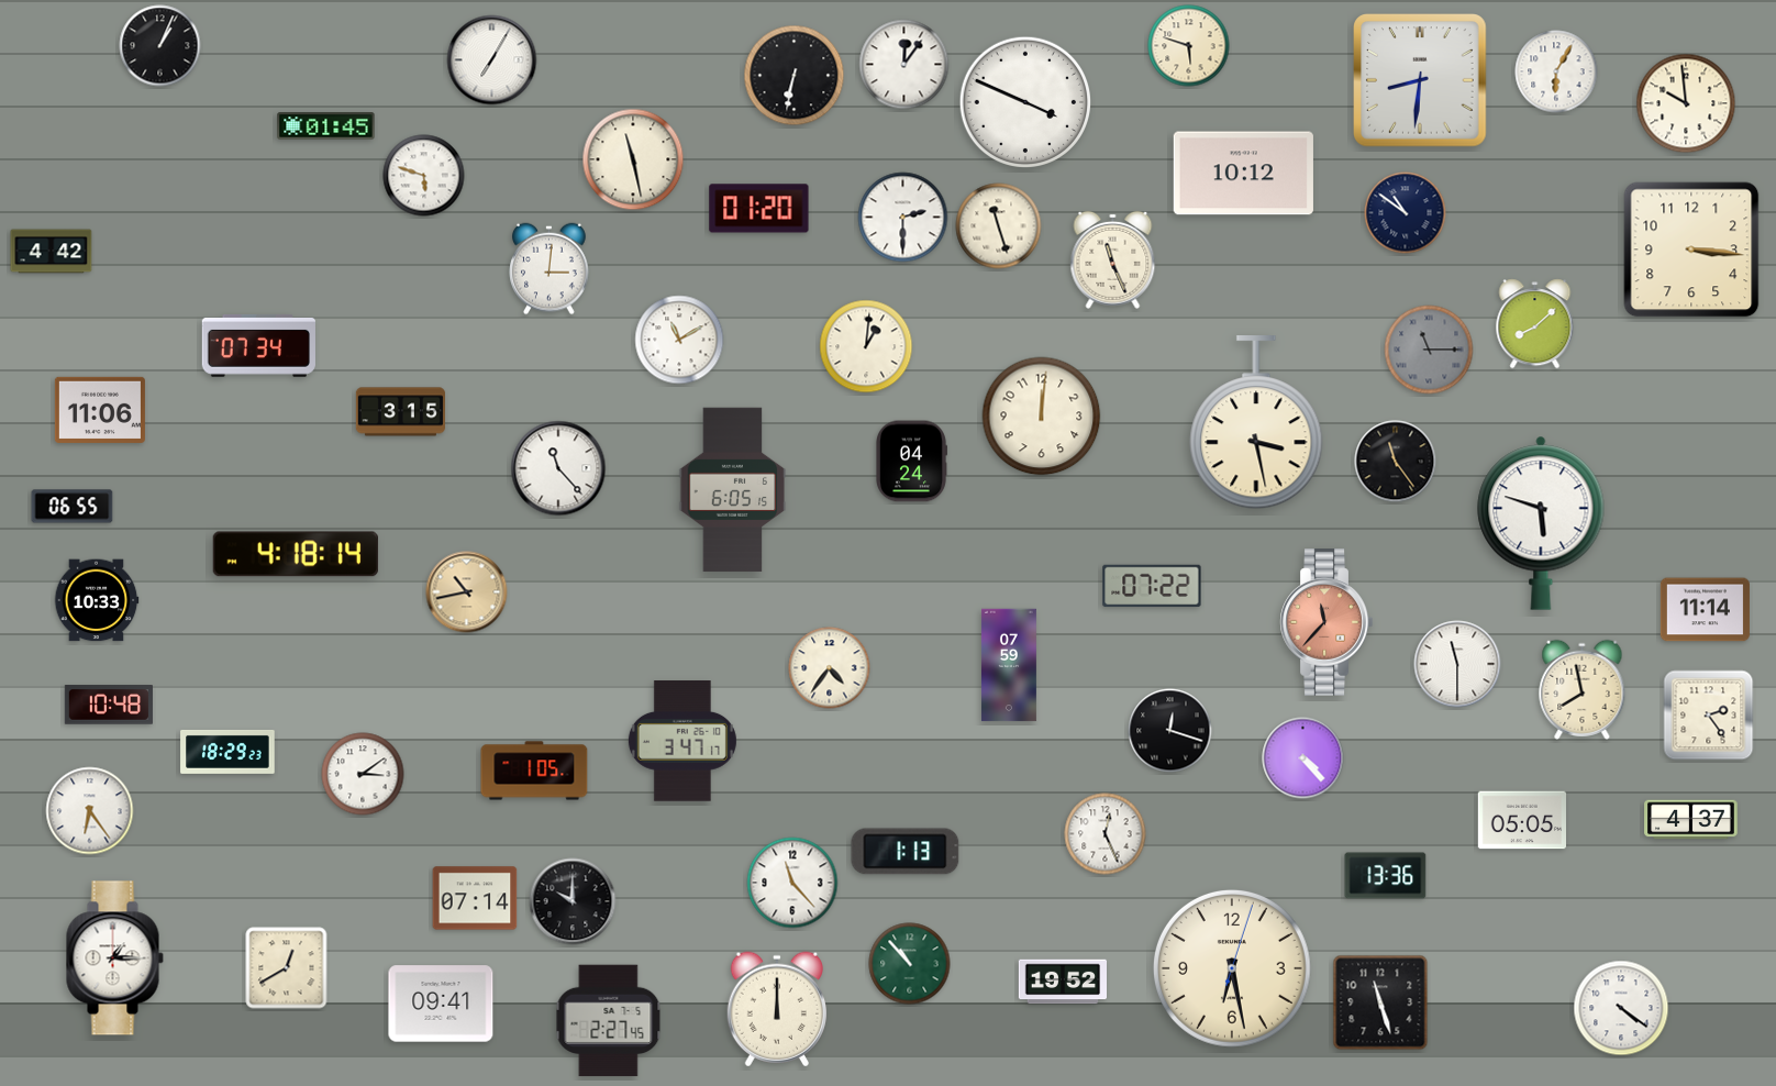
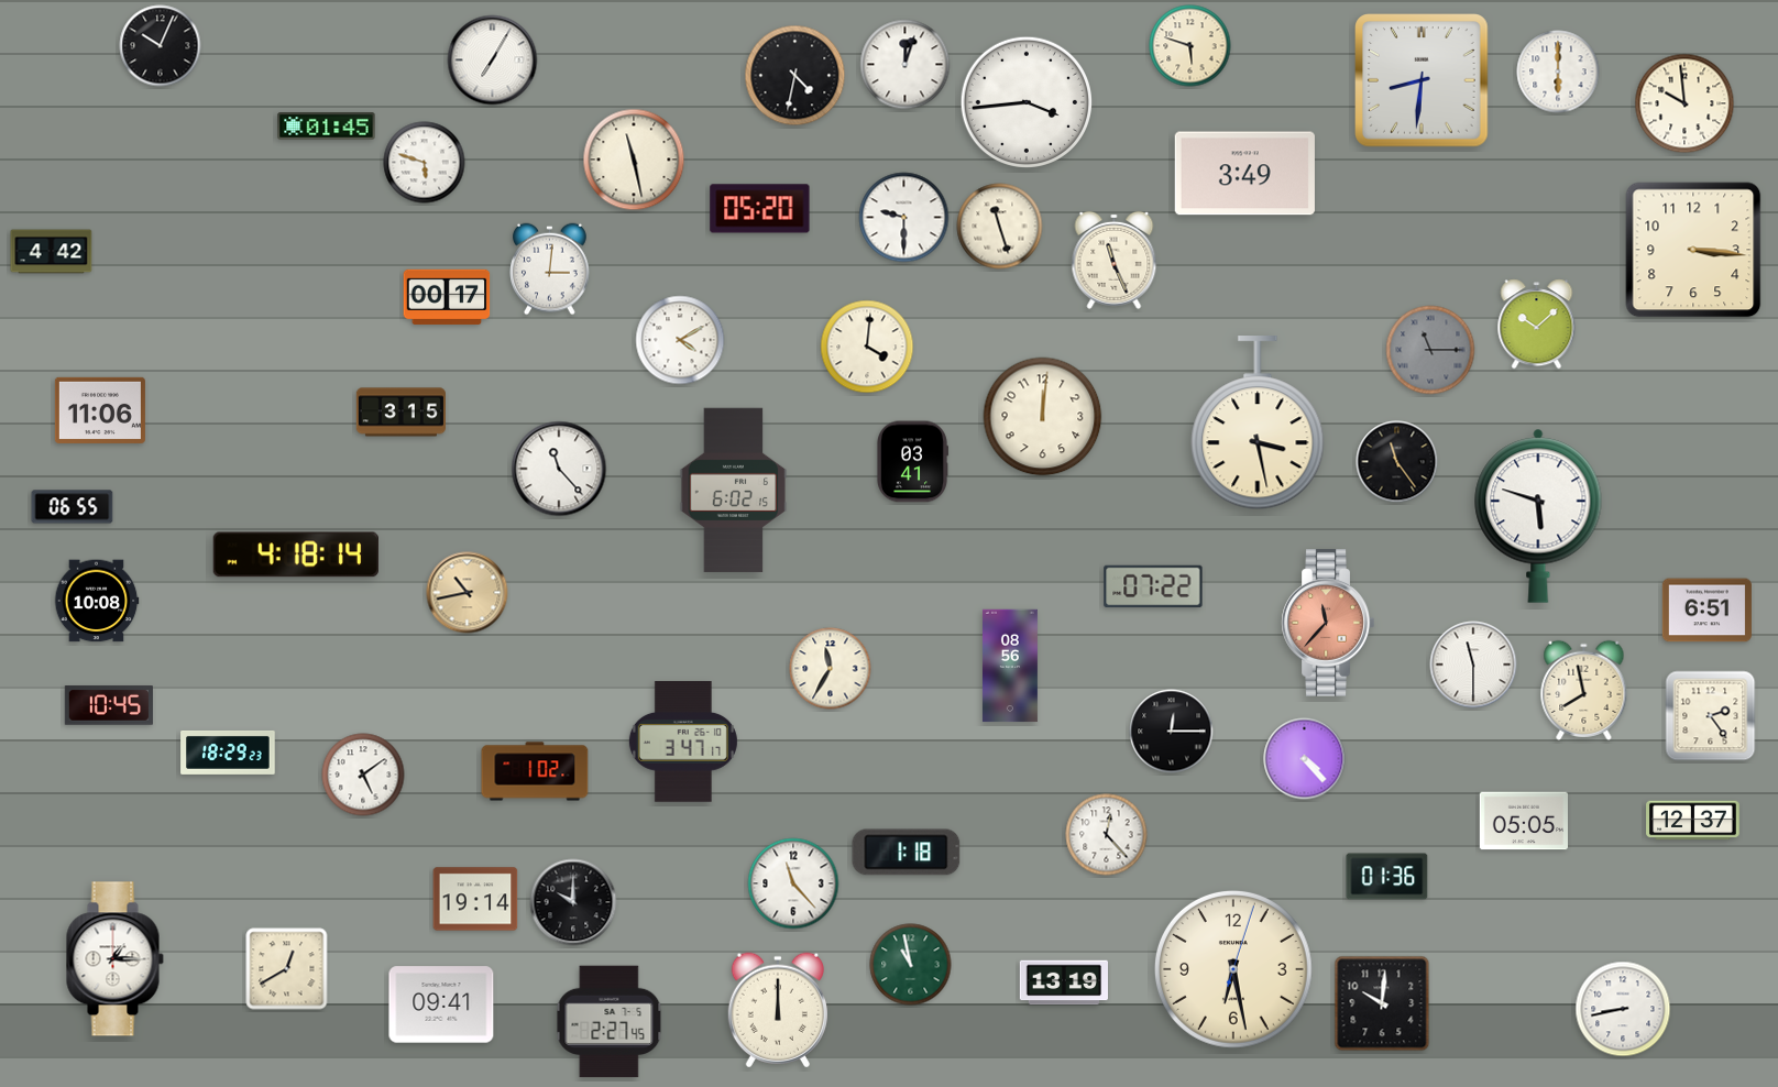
clock at (160, 46): 1:04 -> 10:04
clock at (904, 65): 12:06 -> 12:03
clock at (1556, 71): 6:05 -> 6:00
clock at (795, 76): 6:32 -> 4:32
clock at (1024, 101): 3:49 -> 3:44
clock at (1686, 103) position: (1686, 103) -> (1684, 103)
clock at (1243, 174): 10:12 -> 3:49
clock at (424, 176) position: (424, 176) -> (425, 163)
clock at (759, 209): 01:20 -> 05:20
clock at (1406, 213): 10:51 -> none
clock at (903, 218): 2:30 -> 9:30
clock at (447, 297): none -> 00:17
clock at (1535, 324): 8:08 -> 10:08
clock at (679, 340): 11:10 -> 4:10
clock at (258, 345): 07:34 -> none
clock at (866, 346): 1:01 -> 4:01
clock at (912, 462): 04:24 -> 03:41
clock at (733, 490): 6:05 -> 6:02
clock at (1541, 523) position: (1541, 523) -> (1538, 516)
clock at (97, 600): 10:33 -> 10:08
clock at (1705, 610): 11:14 -> 6:51
clock at (1457, 664) position: (1457, 664) -> (1473, 665)
clock at (1009, 665): 07:59 -> 08:56
clock at (830, 668): 4:36 -> 11:35
clock at (109, 705): 10:48 -> 10:45
clock at (1170, 731): 12:18 -> 12:15
clock at (534, 771): 1:05 -> 1:02
clock at (363, 774): 3:09 -> 5:09
clock at (90, 811): 6:24 -> none
clock at (1691, 820): 4:37 -> 12:37
clock at (1106, 834): 12:26 -> 12:23
clock at (906, 852): 1:13 -> 1:18
clock at (1386, 876): 13:36 -> 01:36
clock at (475, 898): 07:14 -> 19:14
clock at (910, 964): 10:53 -> 10:58
clock at (1062, 982): 19:52 -> 13:19
clock at (1380, 1002): 11:27 -> 10:01
clock at (1621, 1008): 4:21 -> 8:43
